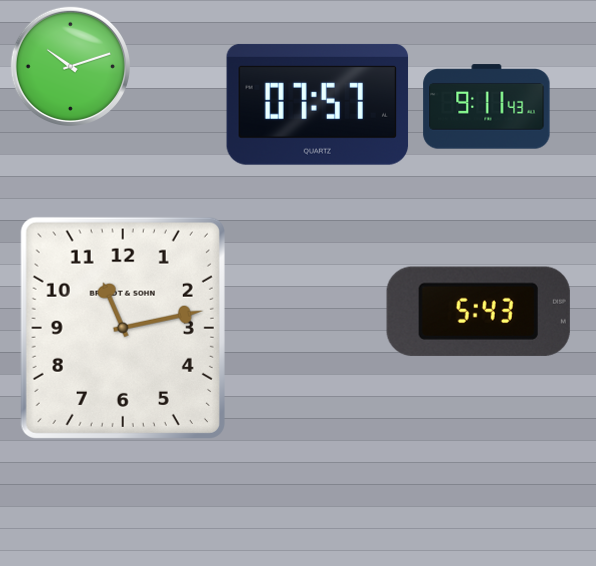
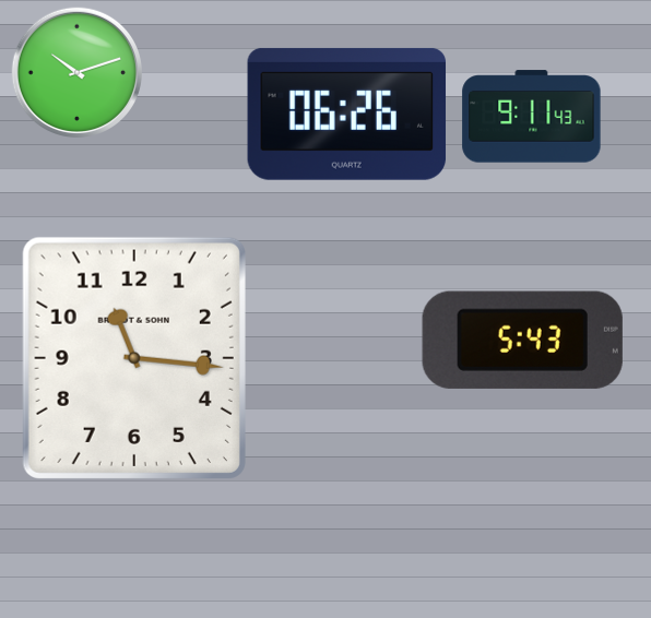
clock at (318, 104): 07:57 -> 06:26
clock at (123, 328): 11:13 -> 11:16
